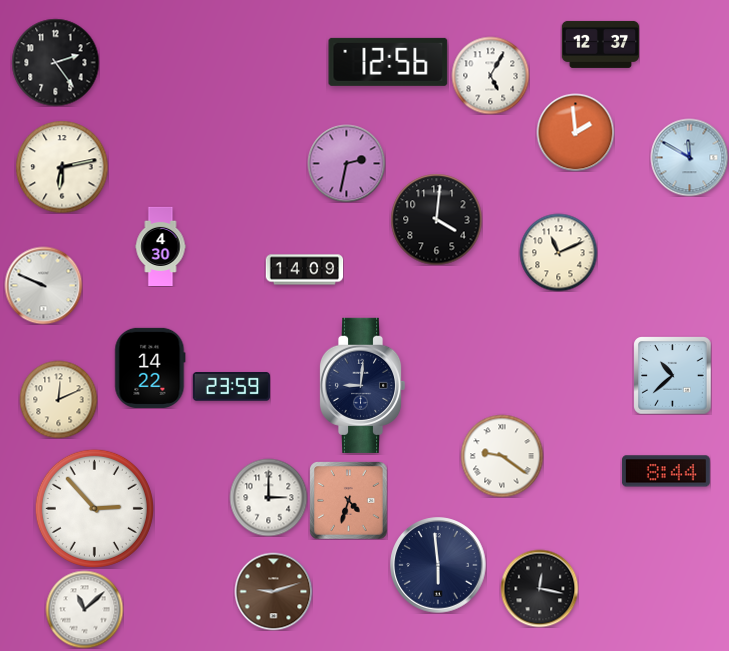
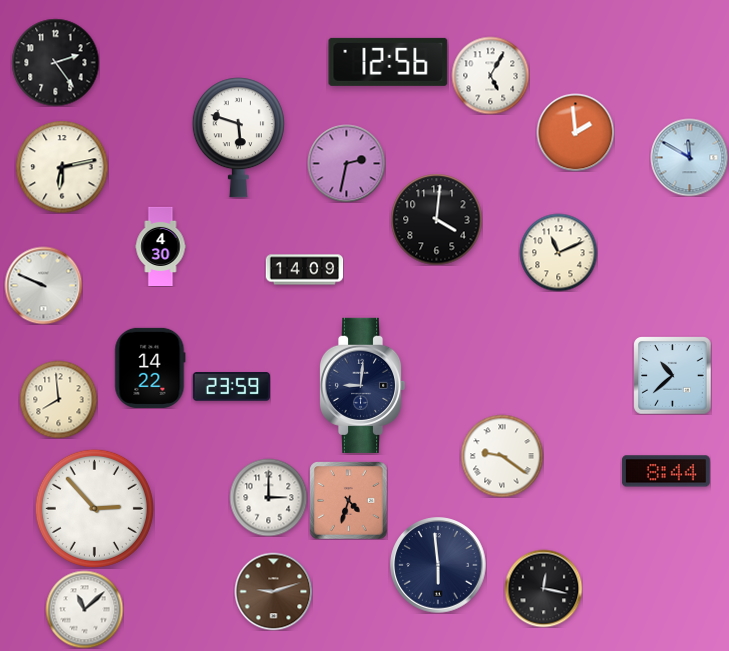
clock at (600, 44): 12:37 -> none
clock at (238, 138): none -> 5:48
clock at (58, 399): 12:11 -> 7:59
clock at (539, 588) position: (539, 588) -> (543, 588)
